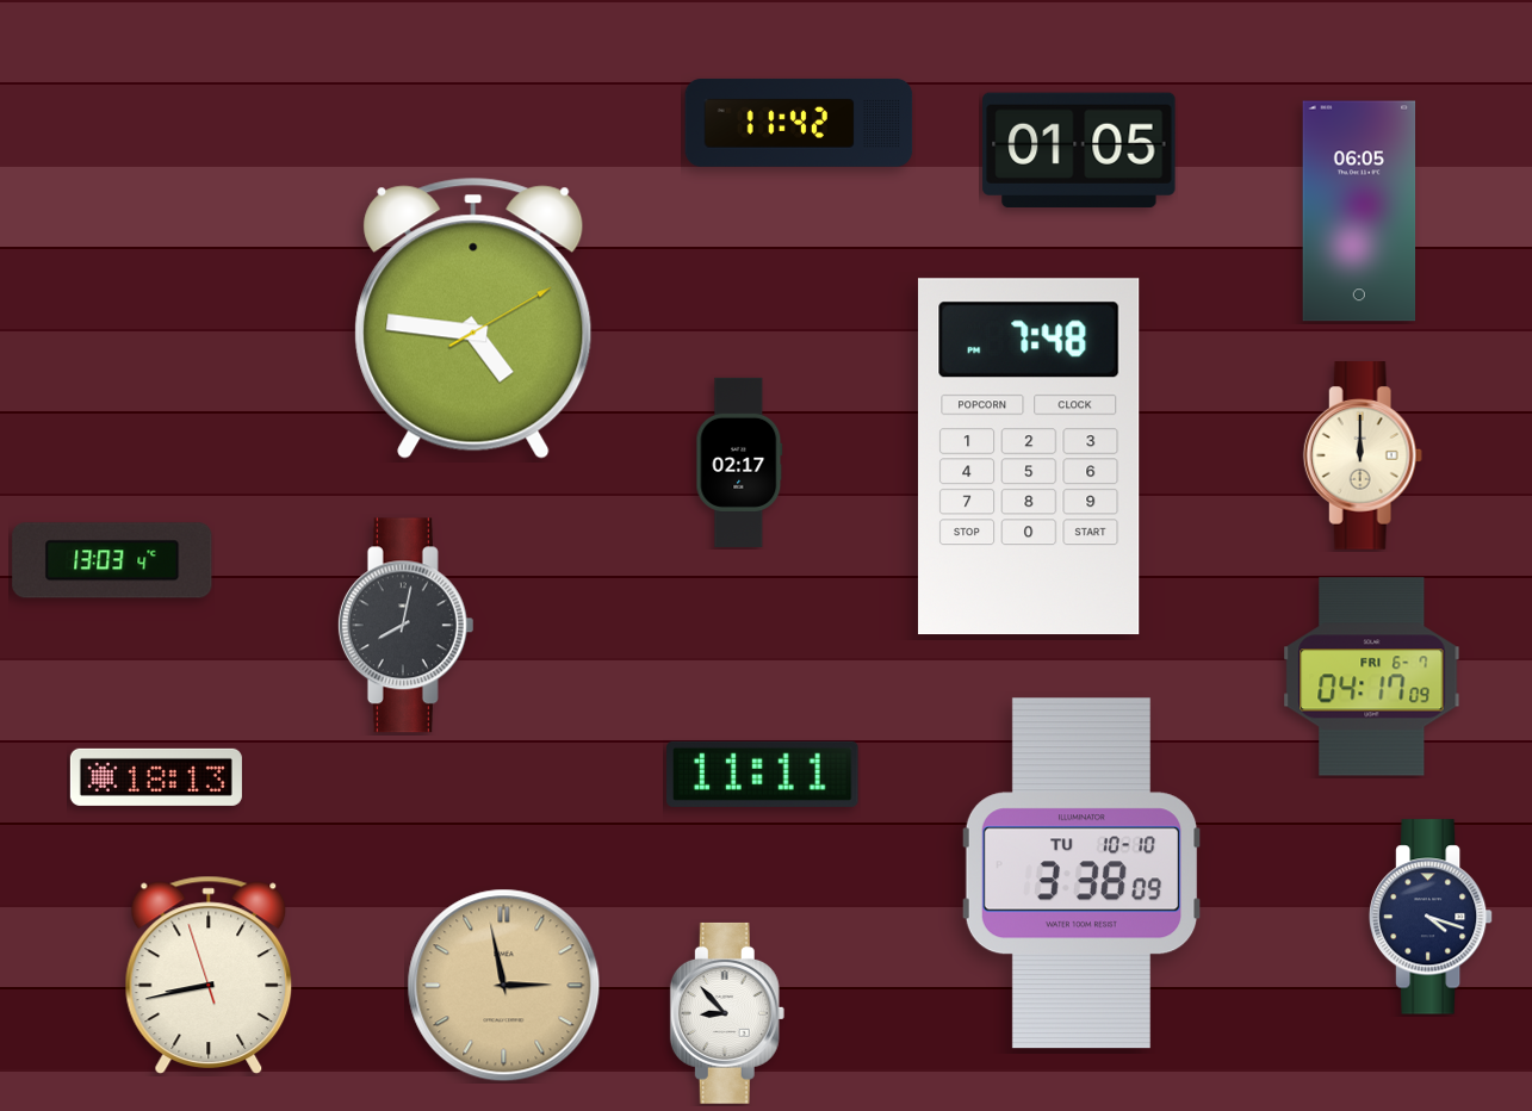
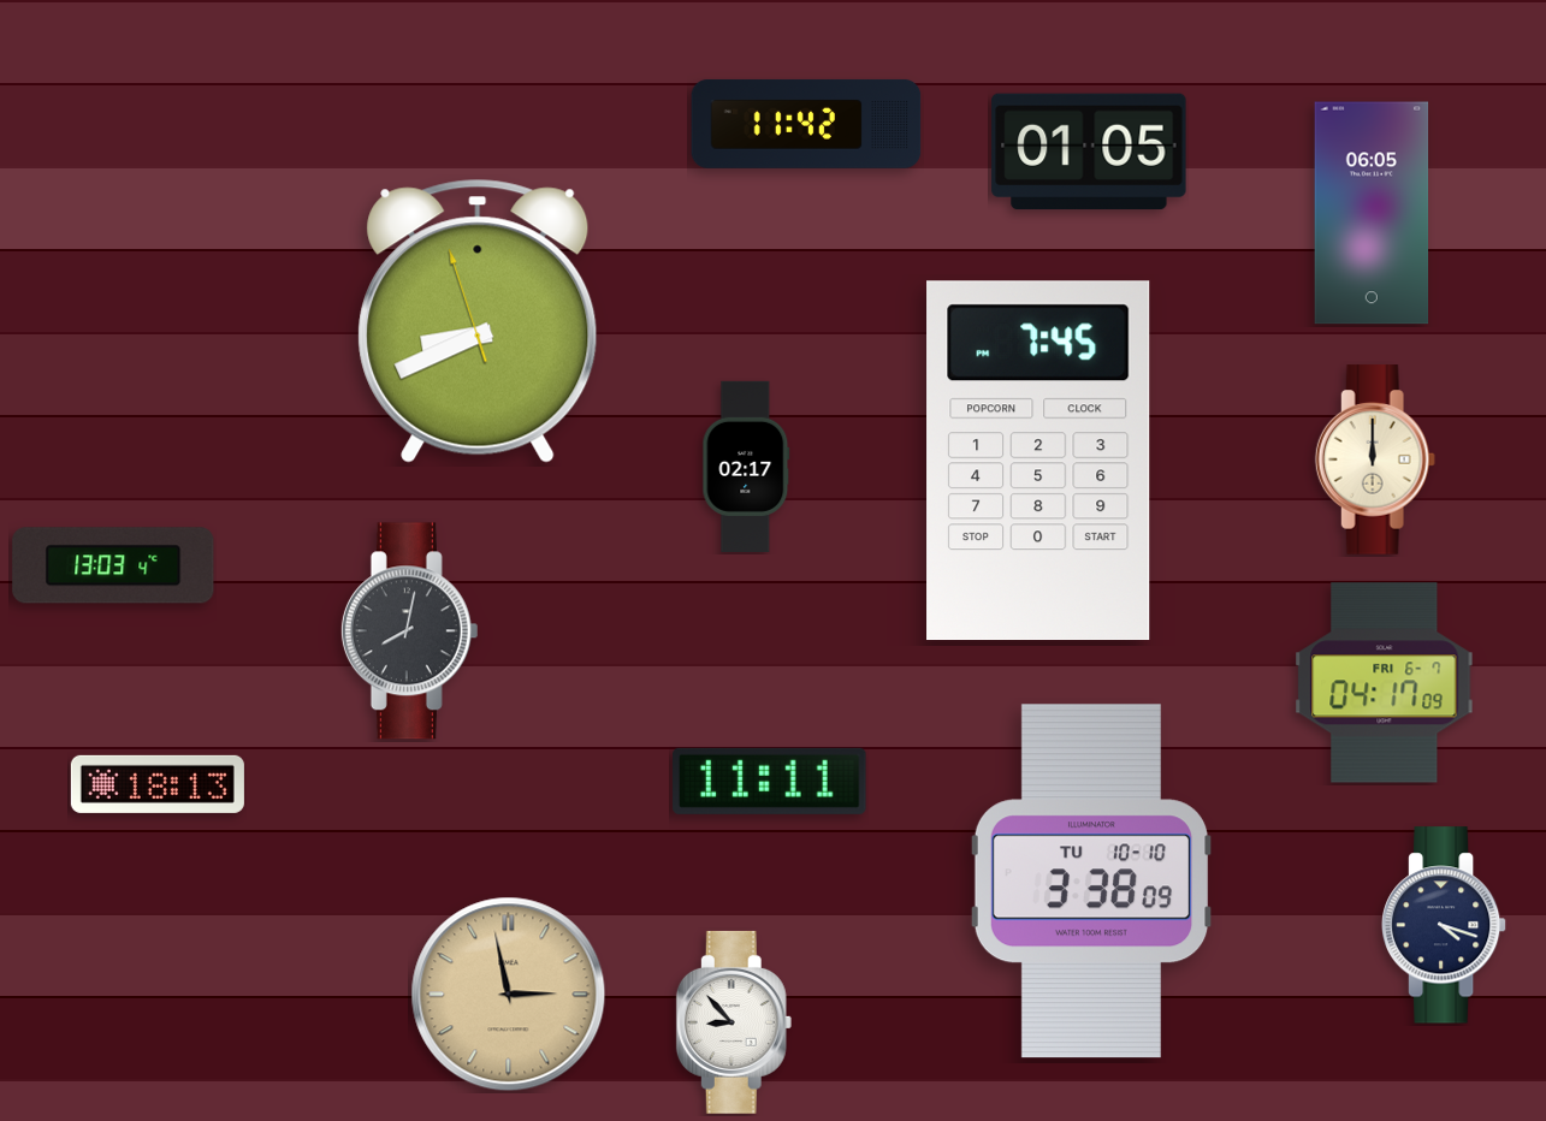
clock at (473, 318): 4:46 -> 8:40
clock at (1029, 457): 7:48 -> 7:45
clock at (209, 974): 8:42 -> none
